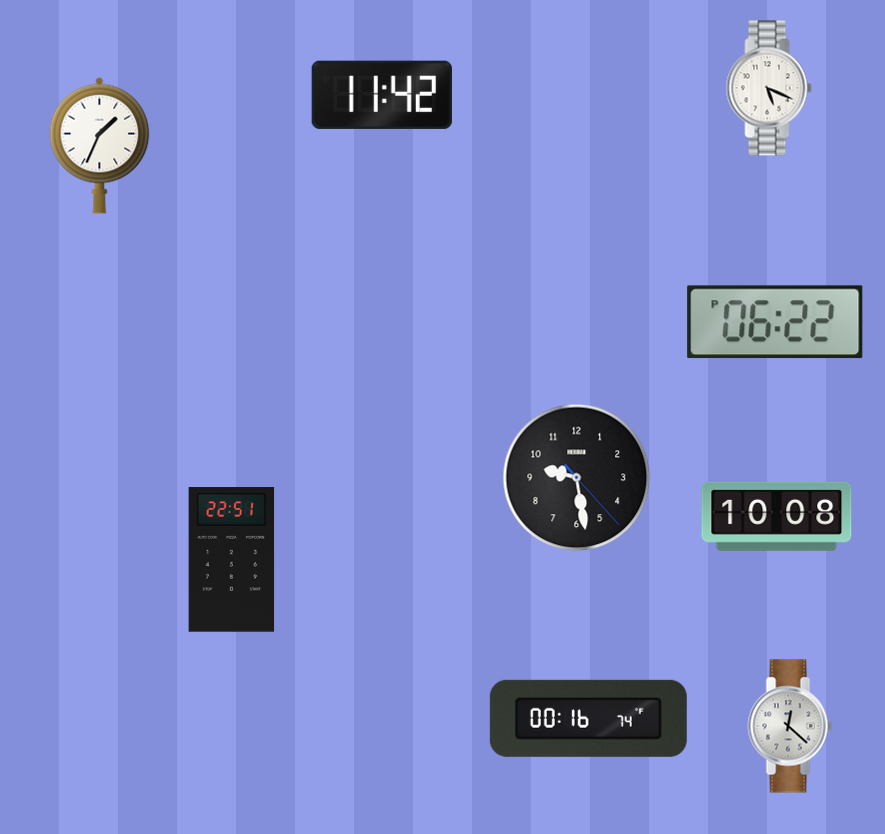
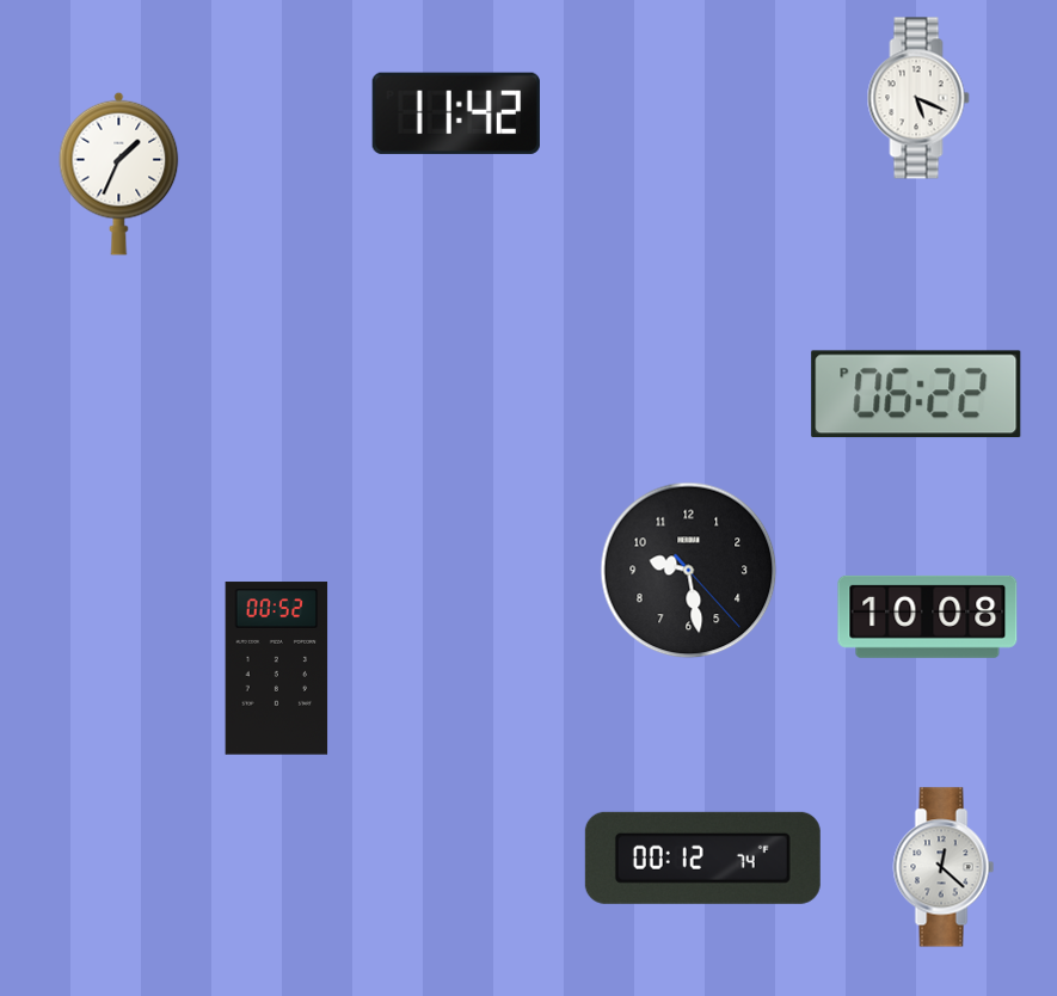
clock at (769, 88) position: (769, 88) -> (918, 98)
clock at (775, 322) position: (775, 322) -> (916, 394)
clock at (232, 560): 22:51 -> 00:52
clock at (588, 718): 00:16 -> 00:12
